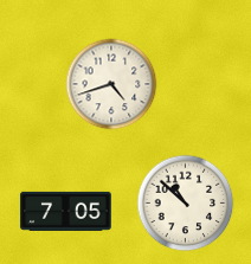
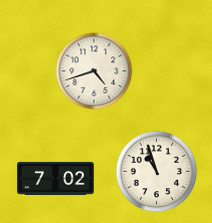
clock at (186, 204): 10:52 -> 10:57
clock at (66, 211): 7:05 -> 7:02
